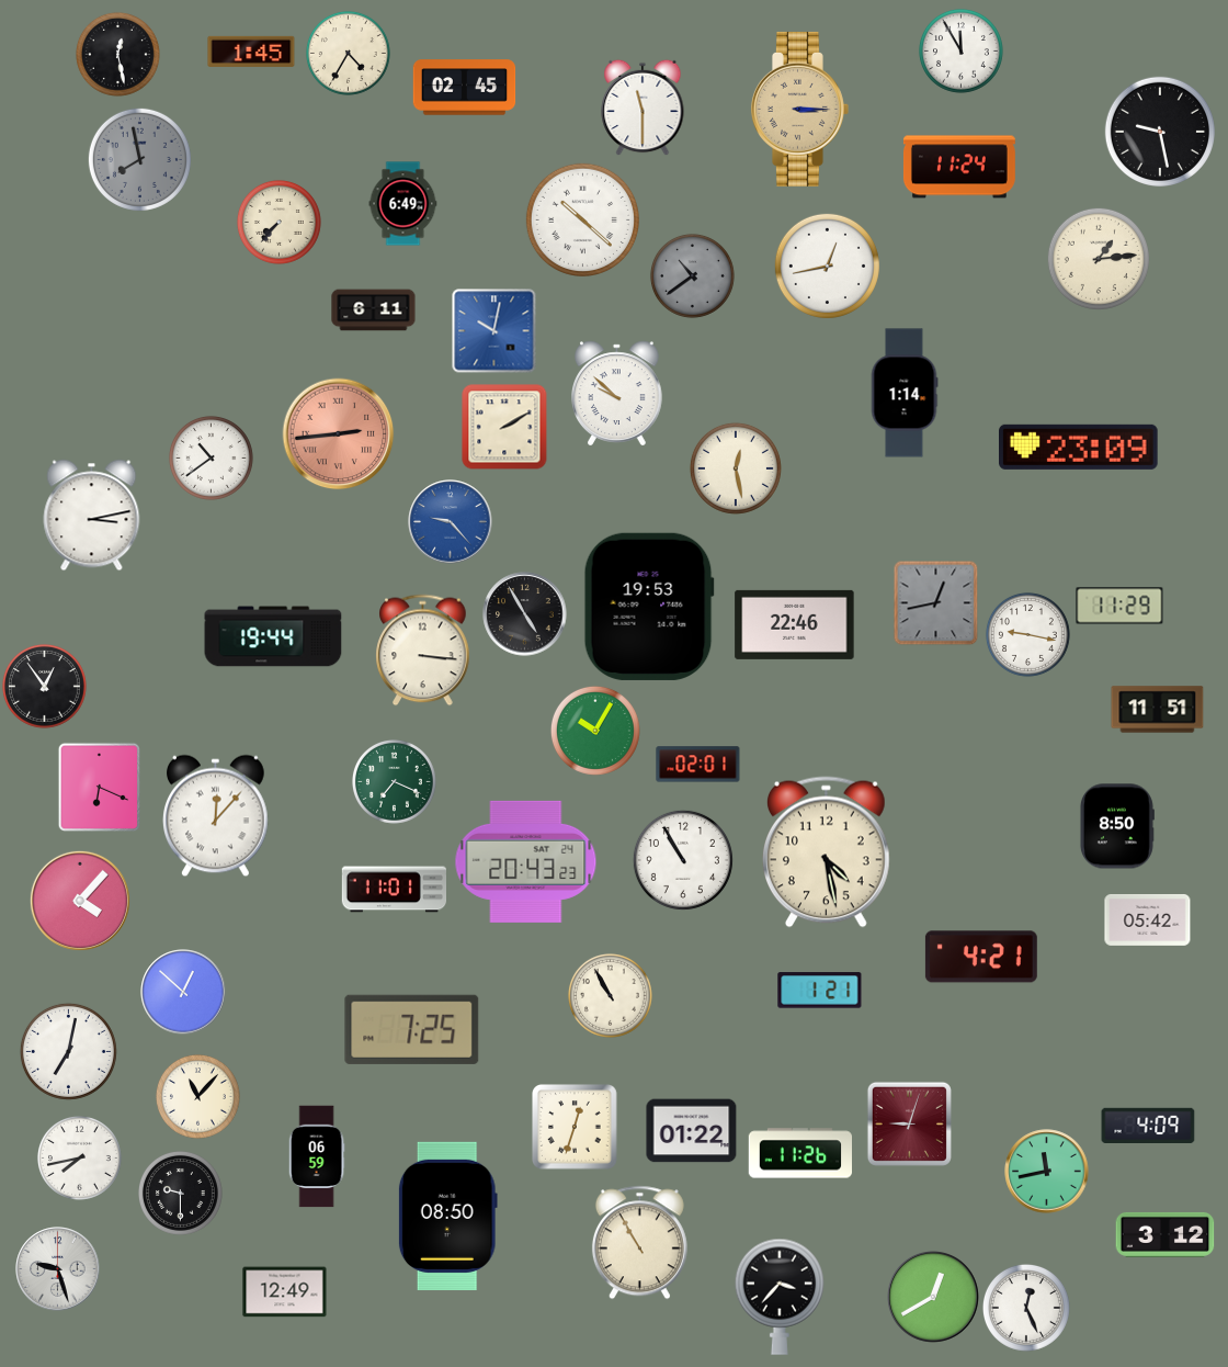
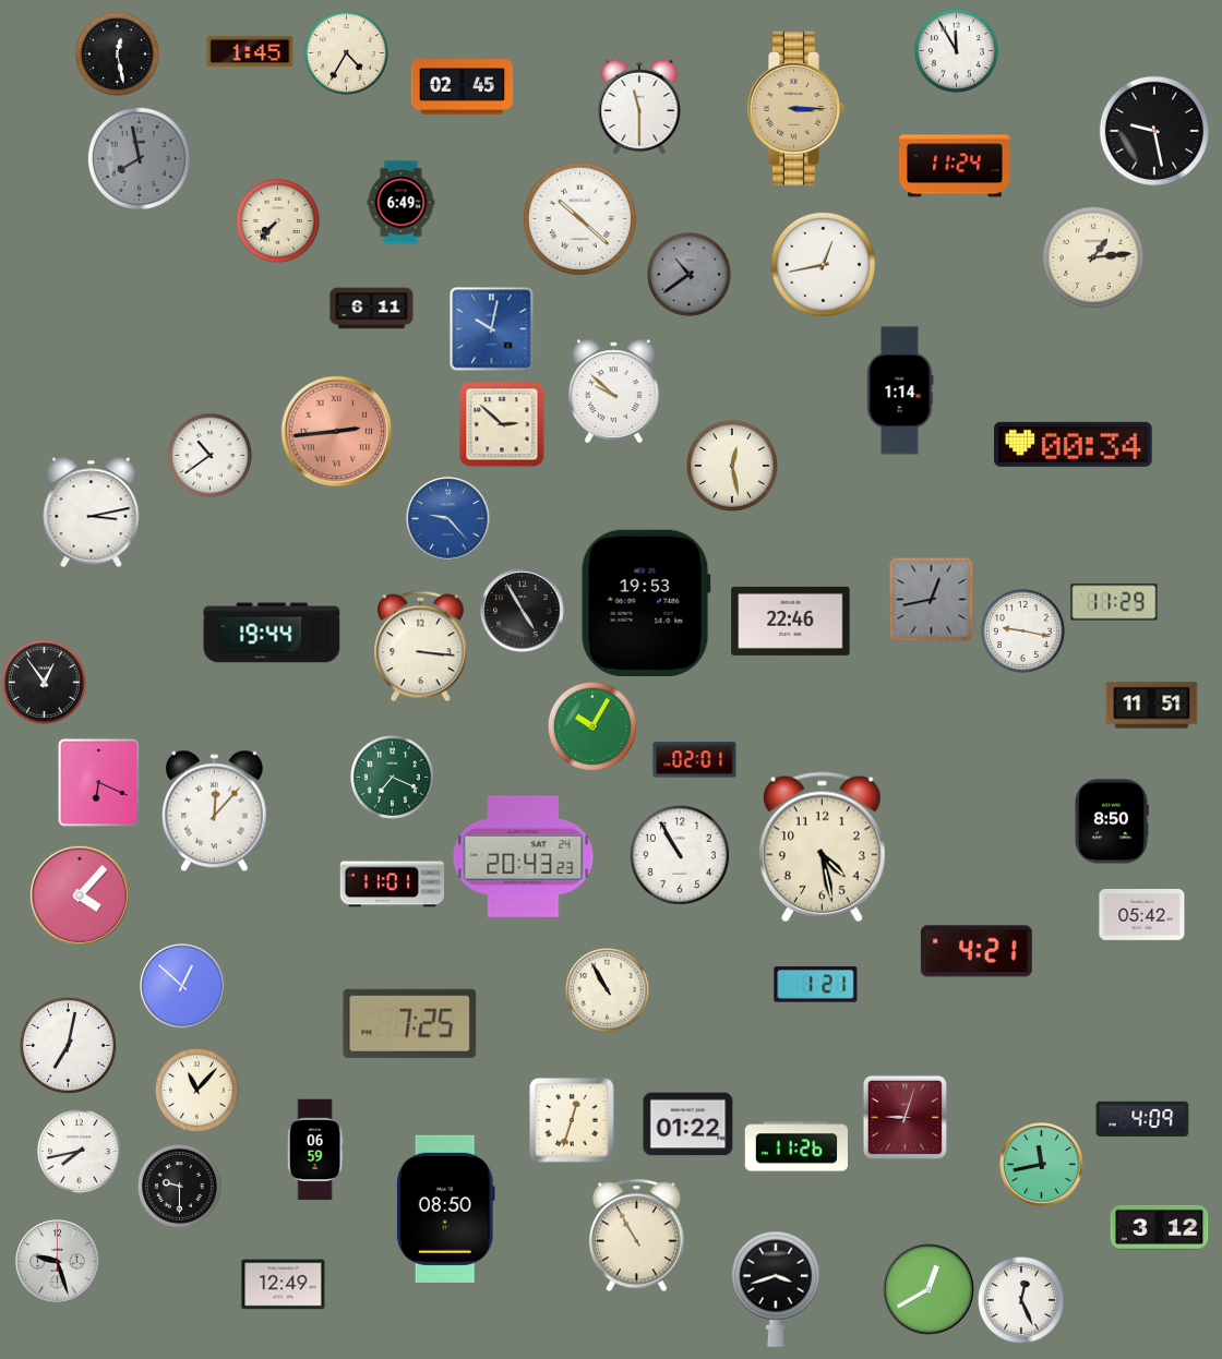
clock at (504, 427): 2:10 -> 2:52
clock at (1079, 447): 23:09 -> 00:34
clock at (780, 1297): 3:37 -> 3:42
